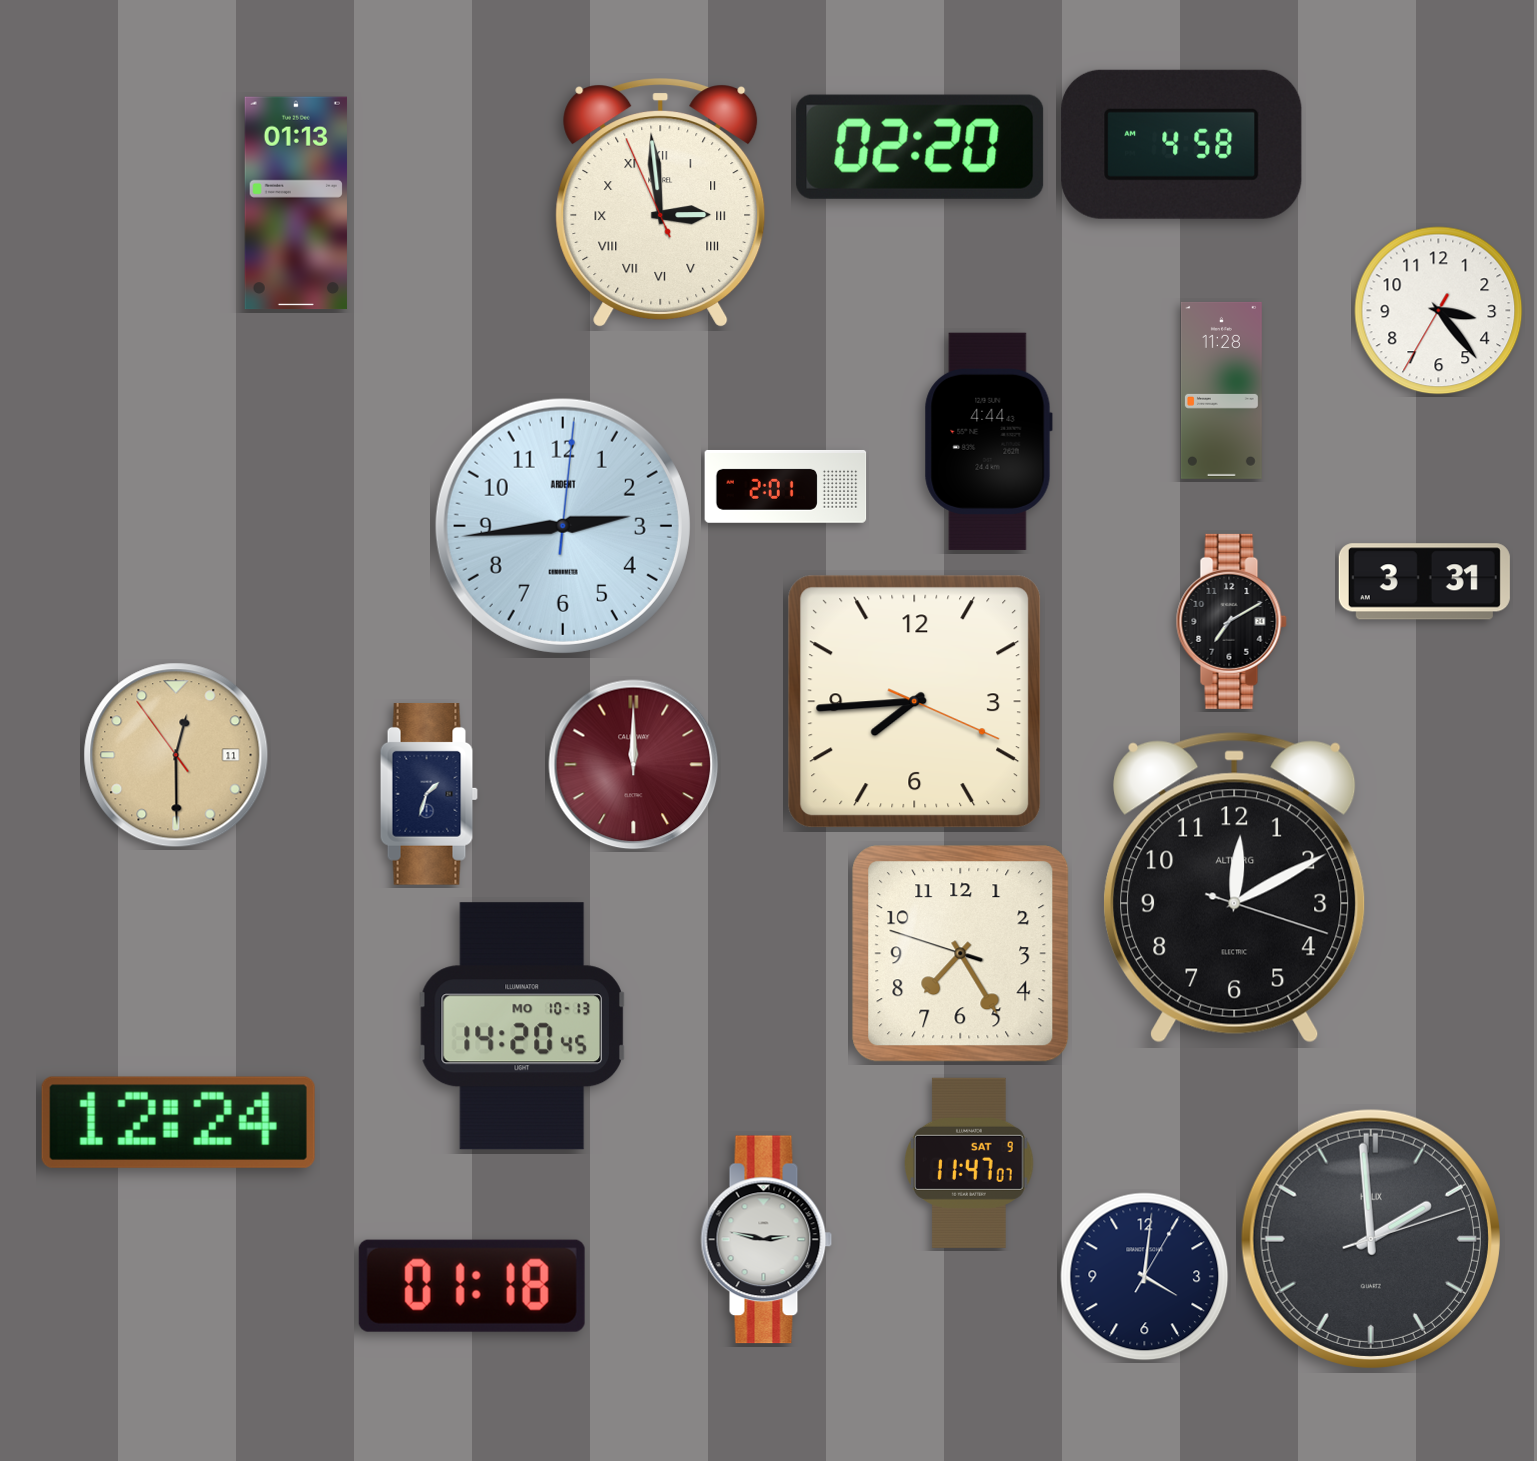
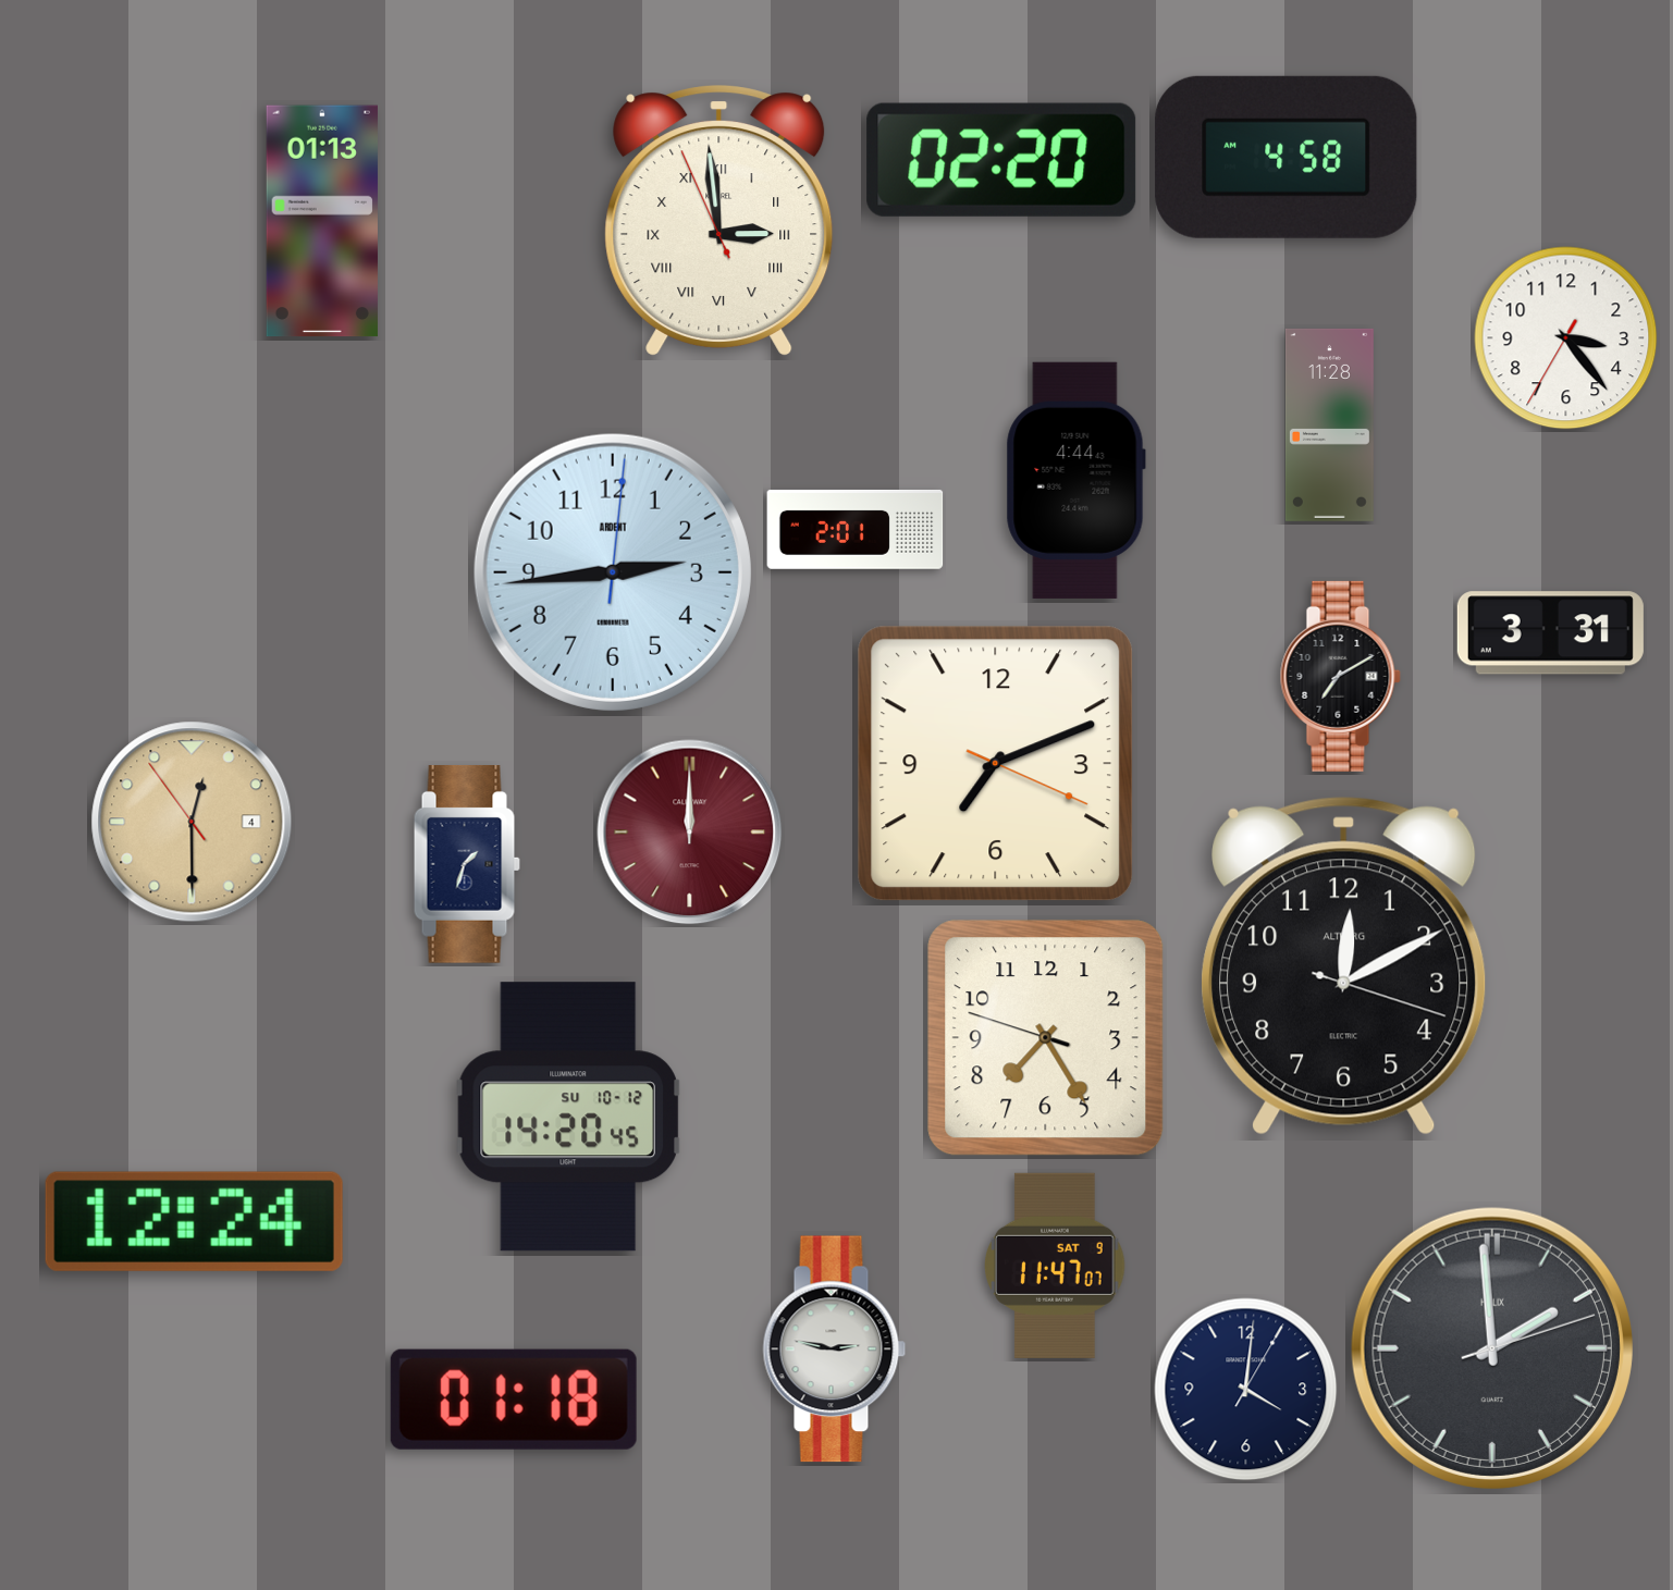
clock at (915, 702): 7:44 -> 7:11
clock at (176, 755) date: 11 -> 4
clock at (522, 1026) date: MO 10-13 -> SU 10-12
